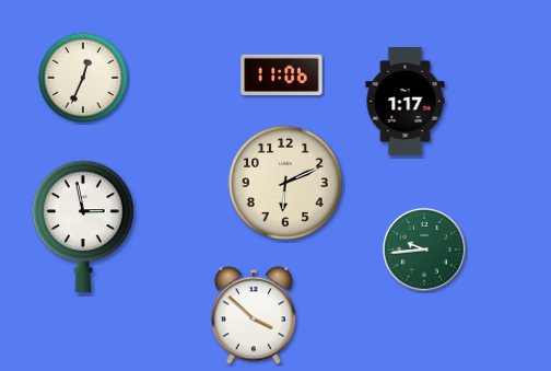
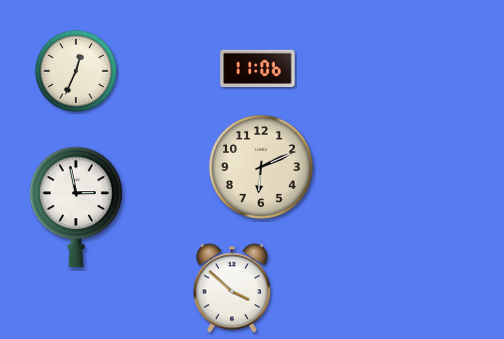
clock at (406, 102): 1:17 -> none
clock at (424, 250): 9:44 -> none
